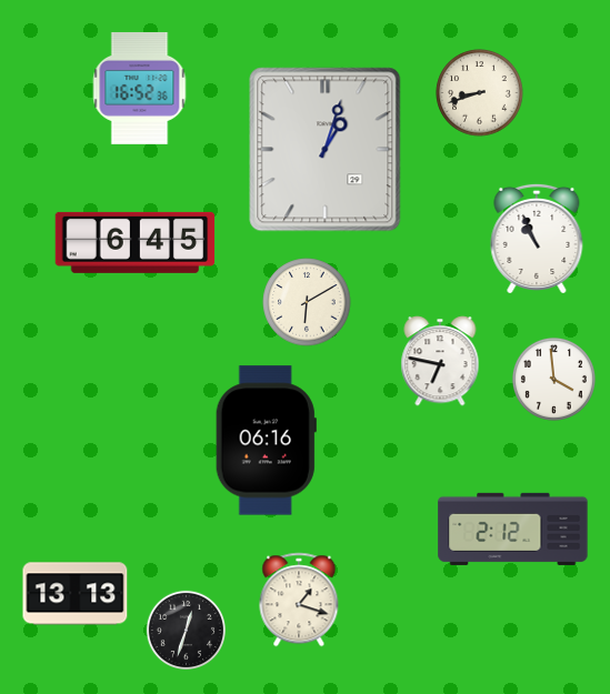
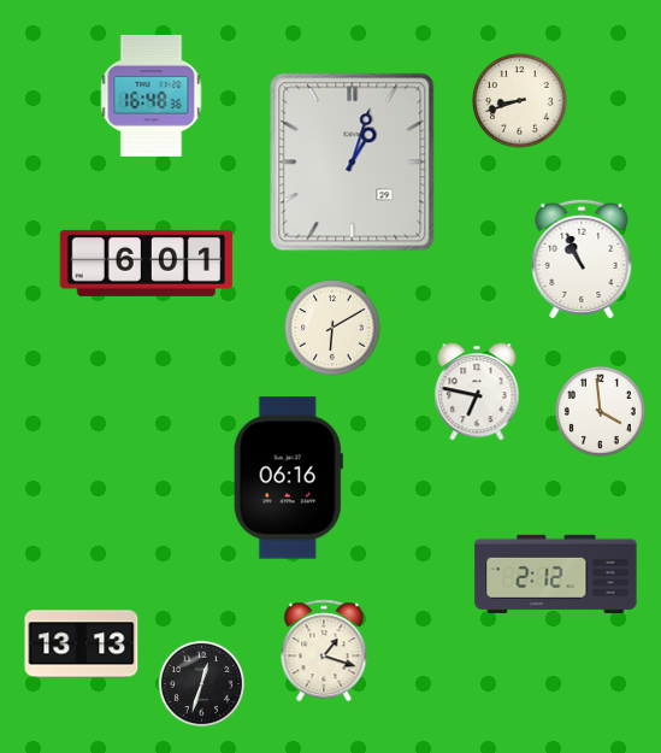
clock at (140, 88): 16:52 -> 16:48
clock at (136, 242): 6:45 -> 6:01
